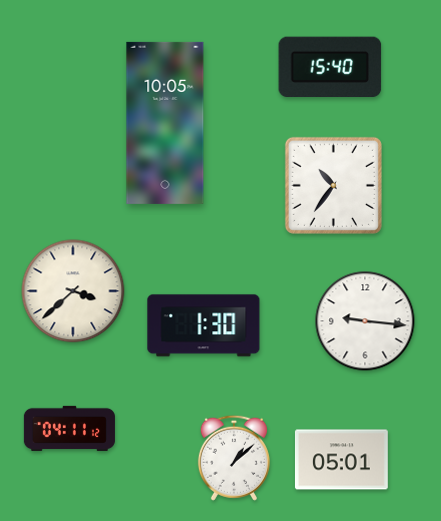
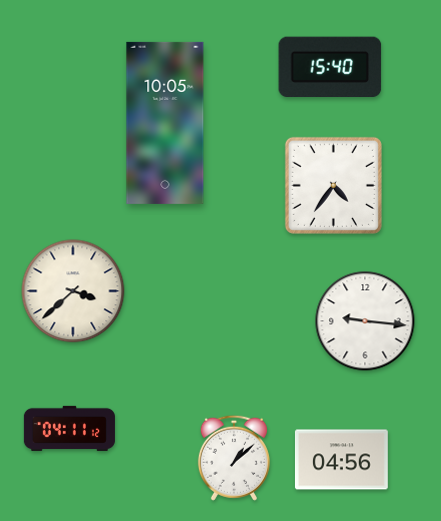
clock at (333, 185): 10:36 -> 4:36
clock at (204, 326): 1:30 -> none
clock at (342, 460): 05:01 -> 04:56
